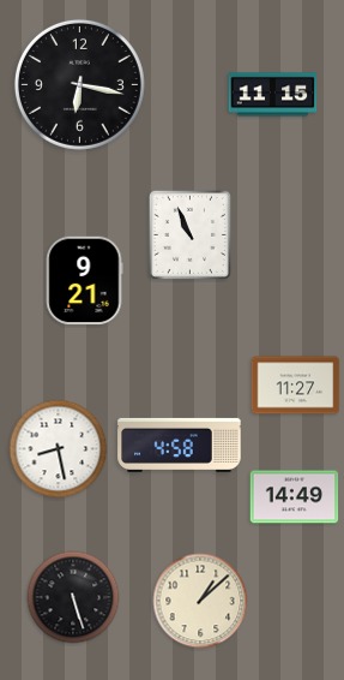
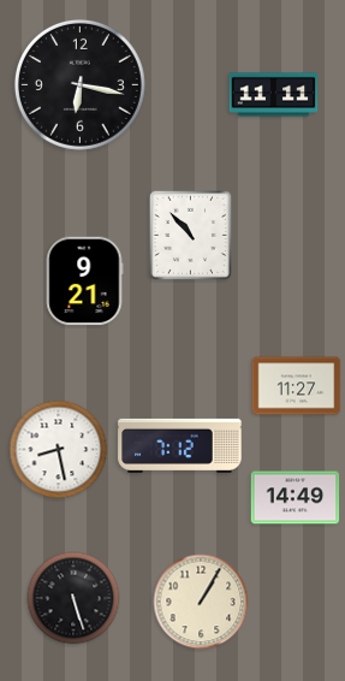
clock at (273, 95): 11:15 -> 11:11
clock at (189, 234): 10:56 -> 10:53
clock at (180, 445): 4:58 -> 7:12
clock at (200, 601): 1:08 -> 1:05
